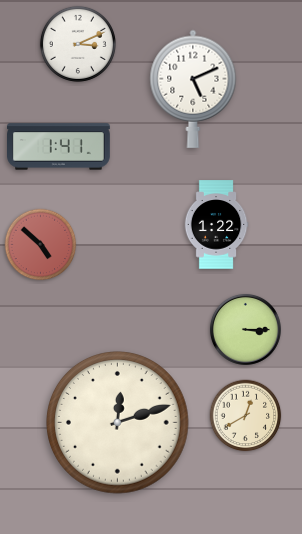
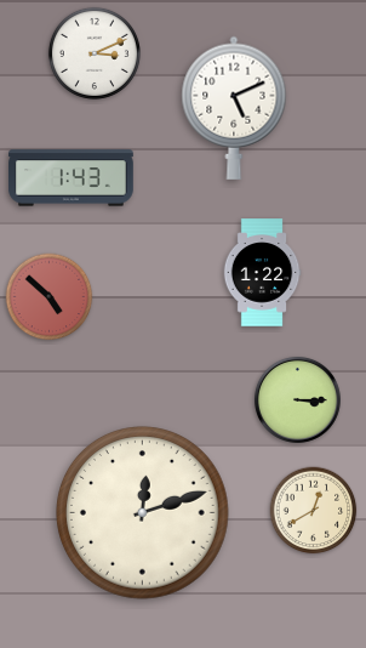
clock at (59, 147): 1:41 -> 1:43
clock at (246, 416) position: (246, 416) -> (314, 511)
